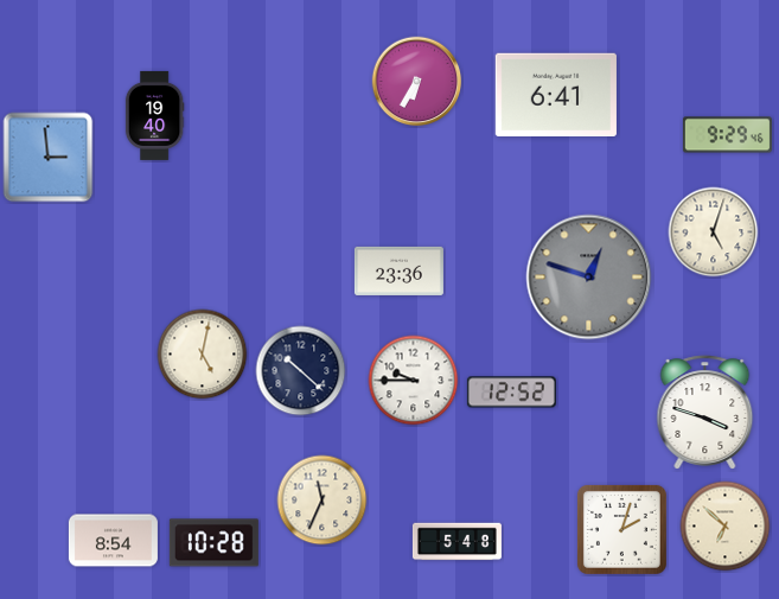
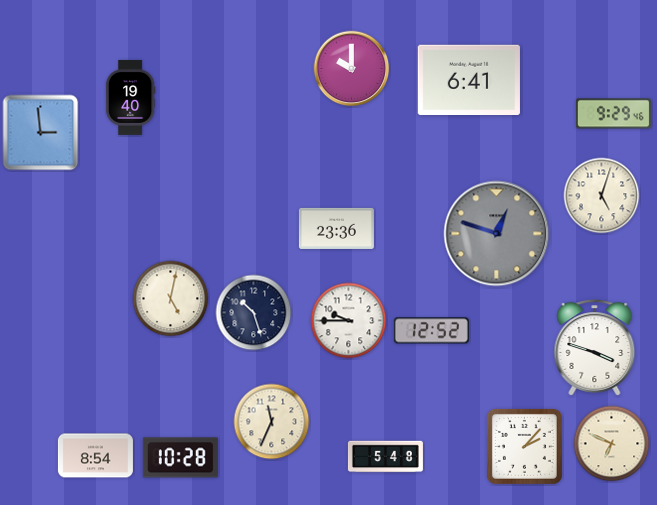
clock at (417, 82): 6:35 -> 10:00
clock at (301, 371): 10:22 -> 10:27
clock at (726, 527): 6:52 -> 6:49
clock at (621, 529): 2:03 -> 2:07
